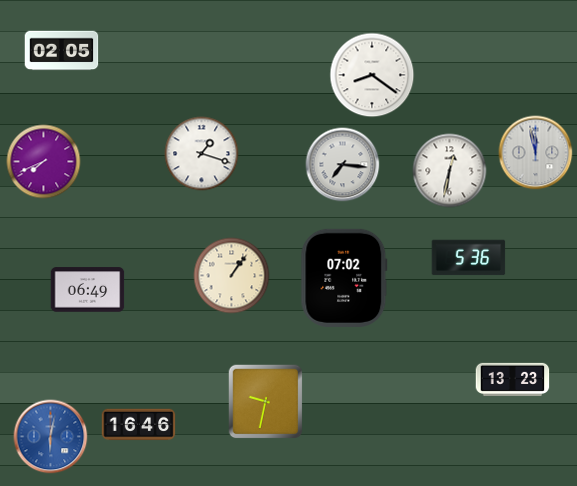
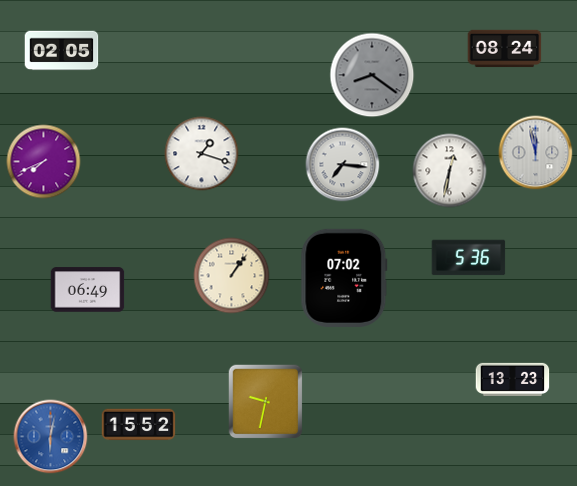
clock at (505, 49): none -> 08:24
clock at (372, 75) dial: white -> grey
clock at (139, 425): 16:46 -> 15:52
